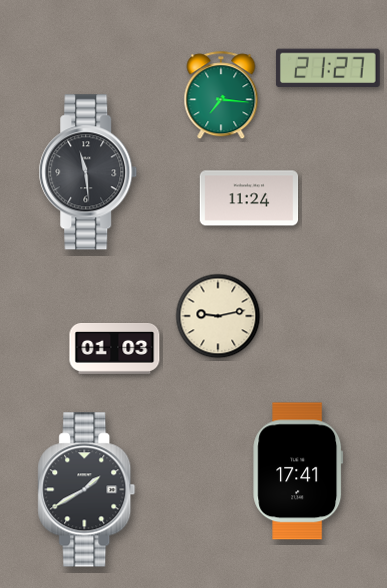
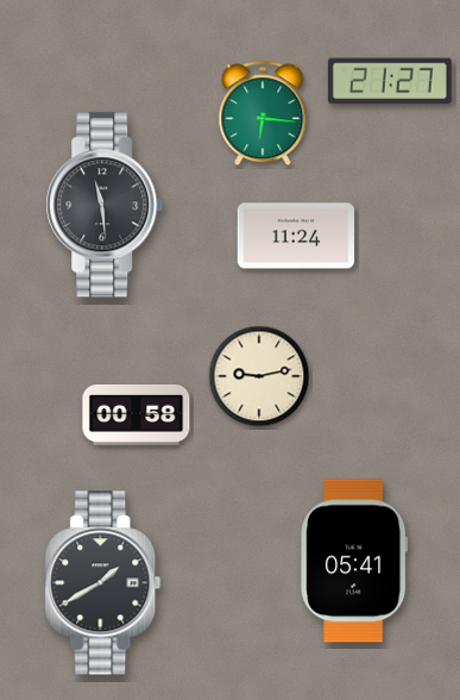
clock at (221, 96): 7:16 -> 6:16
clock at (115, 348): 01:03 -> 00:58
clock at (298, 471): 17:41 -> 05:41
